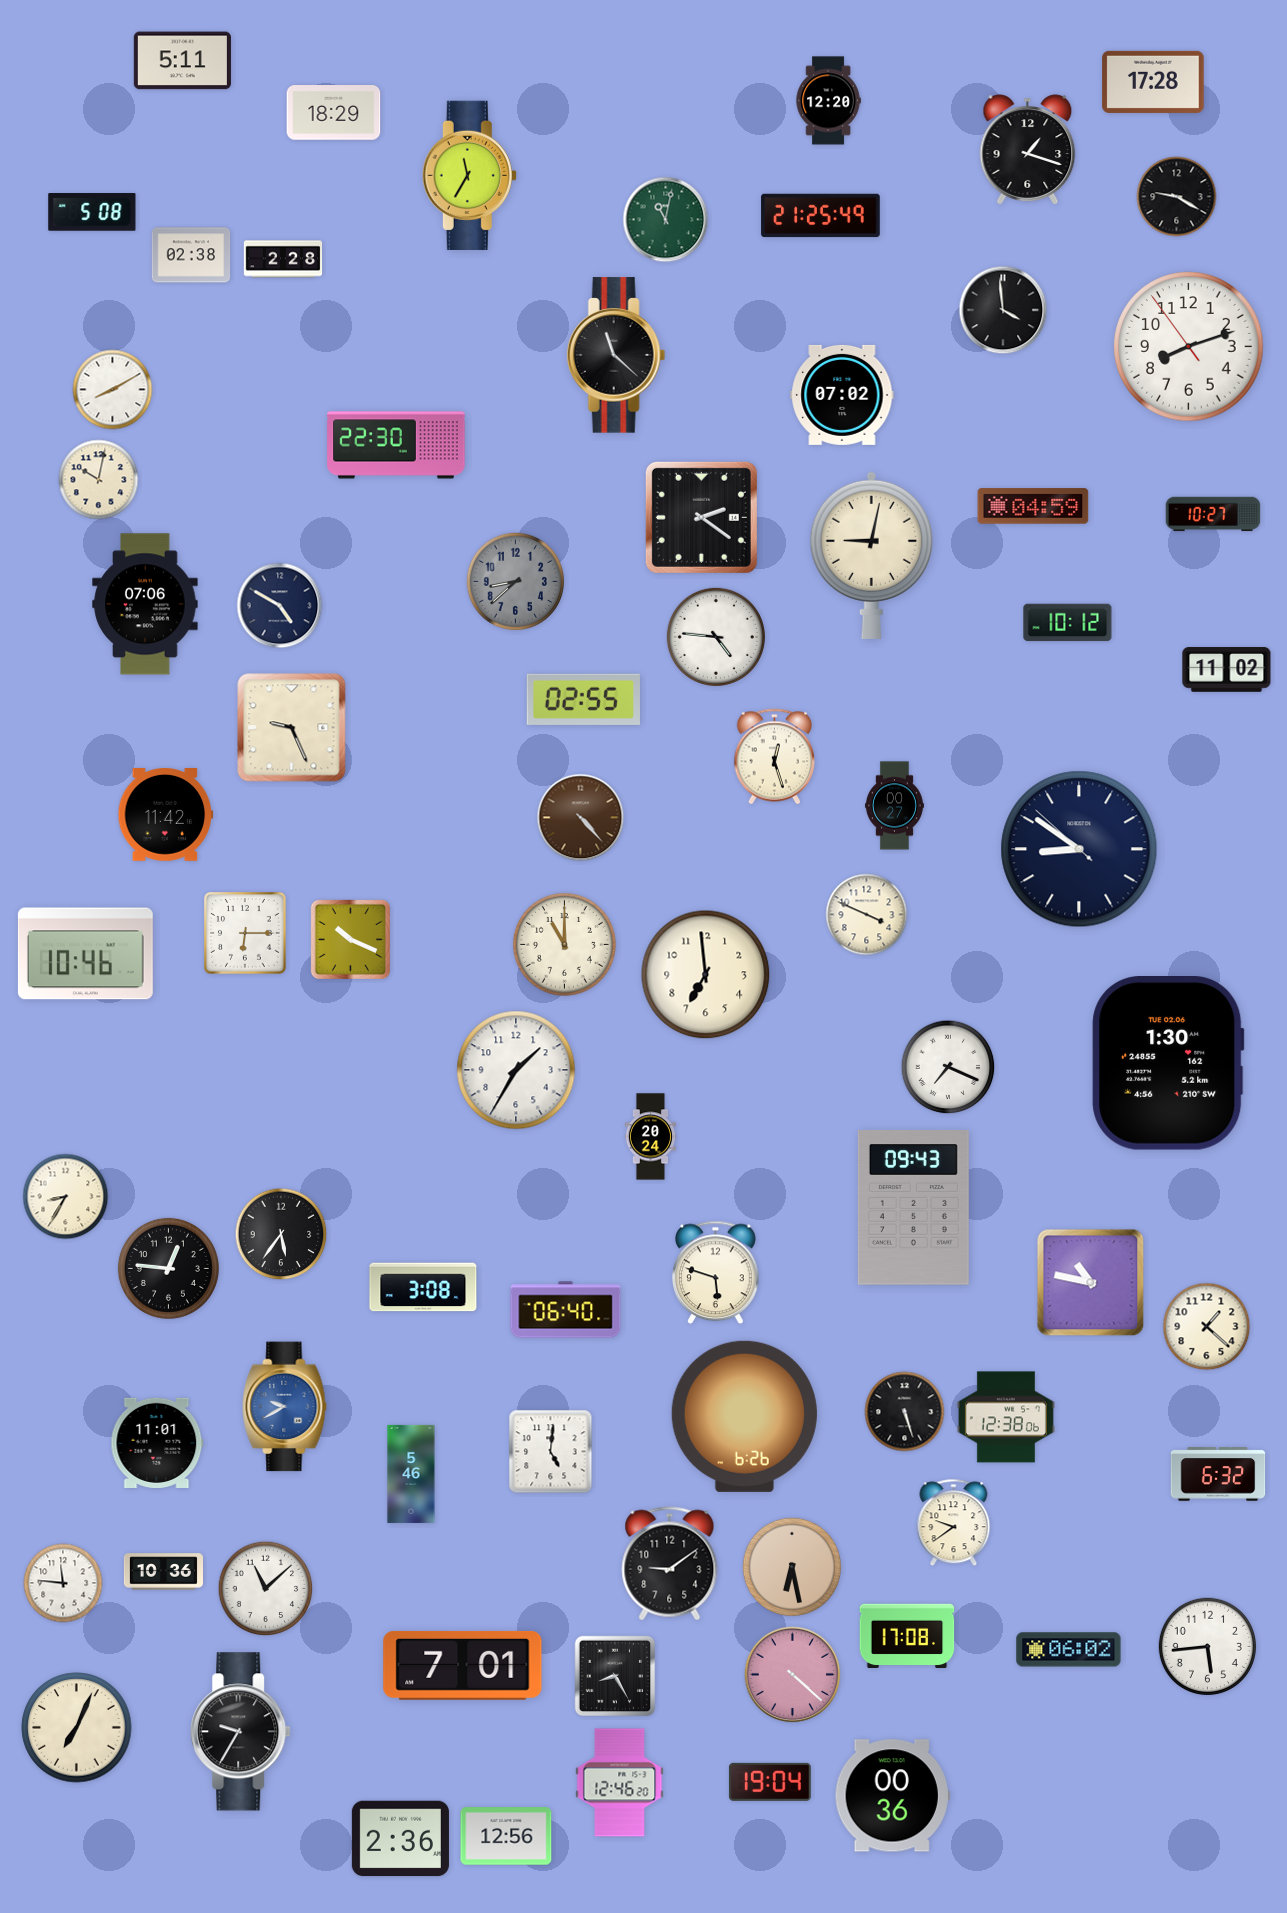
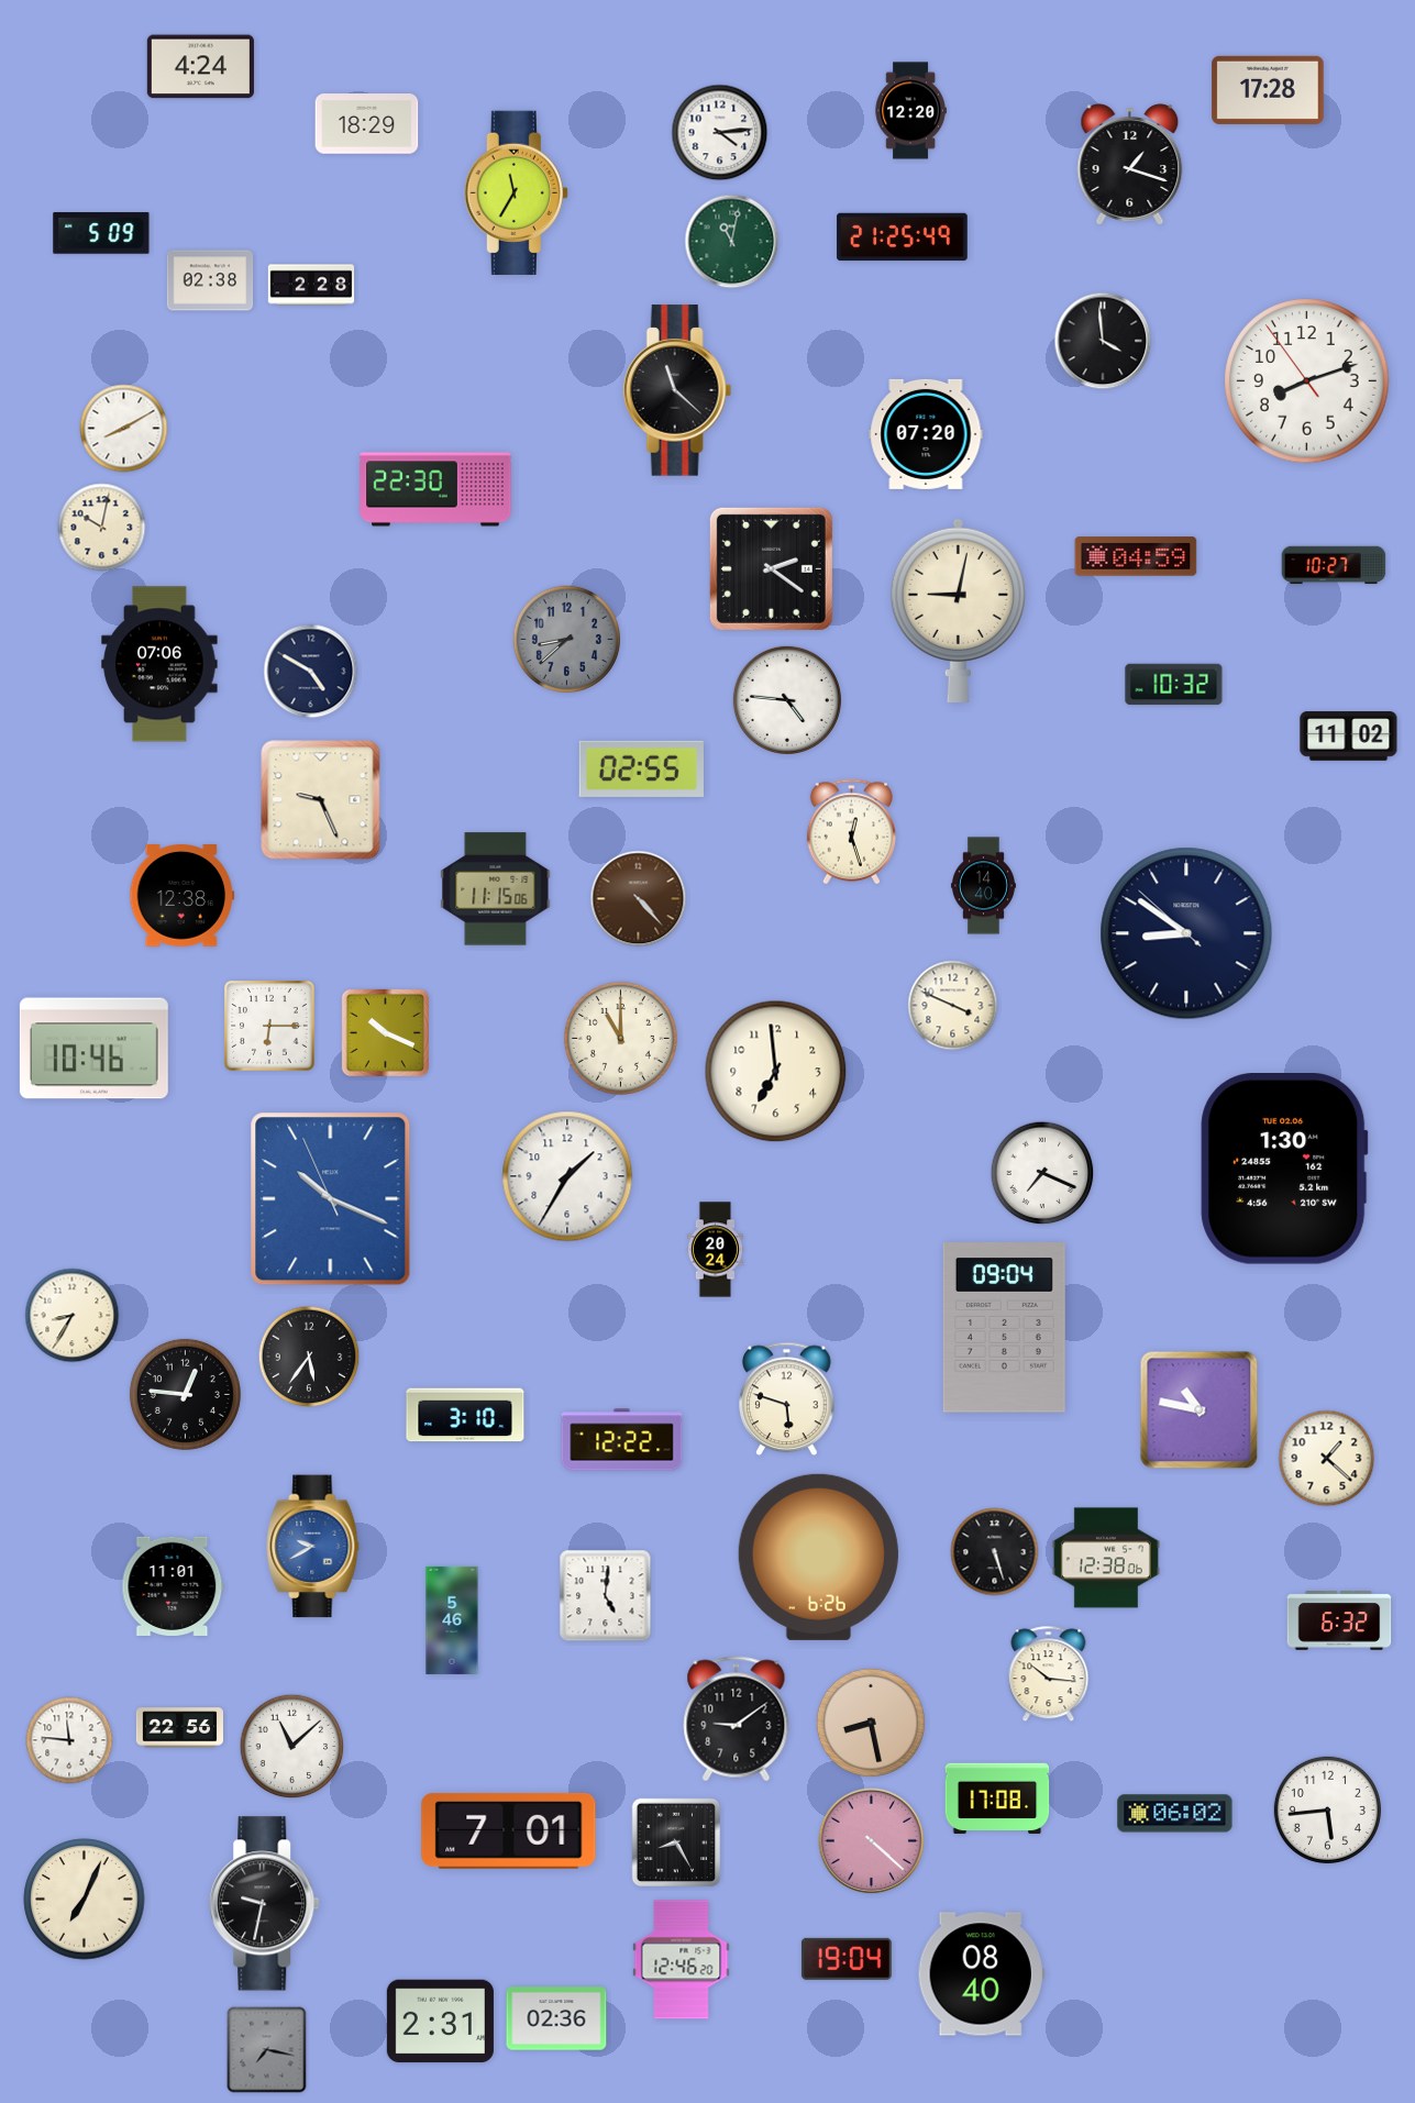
clock at (182, 61): 5:11 -> 4:24
clock at (720, 133): none -> 4:14
clock at (1177, 197): 9:20 -> none
clock at (92, 212): 5:08 -> 5:09
clock at (842, 395): 07:02 -> 07:20
clock at (99, 480) position: (99, 480) -> (102, 528)
clock at (280, 606) position: (280, 606) -> (311, 672)
clock at (1068, 623): 10:12 -> 10:32
clock at (894, 806): 00:27 -> 14:40
clock at (496, 889): none -> 11:15
clock at (166, 815): 11:42 -> 12:38
clock at (331, 1199): none -> 10:18
clock at (913, 1208): 09:43 -> 09:04
clock at (423, 1287): 3:08 -> 3:10
clock at (566, 1310): 06:40 -> 12:22
clock at (954, 1523): 9:39 -> 10:16
clock at (792, 1567): 6:28 -> 8:28
clock at (163, 1572): 10:36 -> 22:56
clock at (241, 1732): 9:35 -> 9:32
clock at (892, 1796): 00:36 -> 08:40
clock at (506, 1836): 12:56 -> 02:36
clock at (400, 1839): 2:36 -> 2:31
clock at (267, 2050): none -> 7:17
